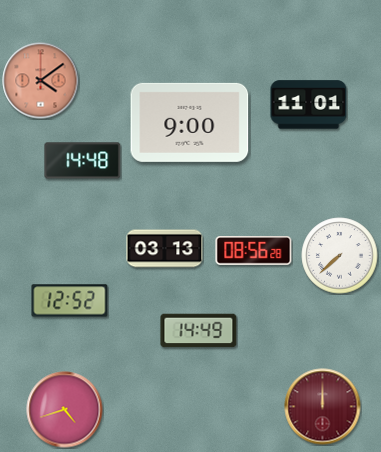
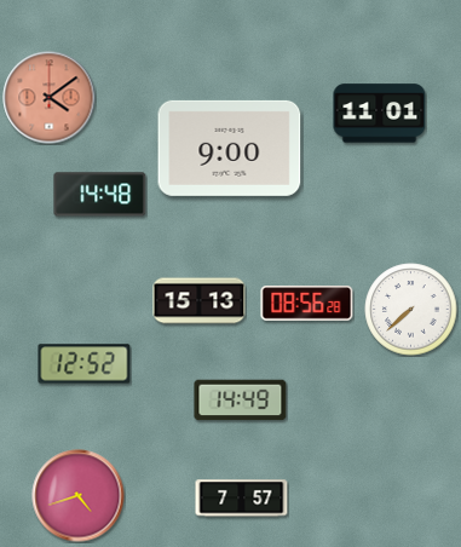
clock at (309, 105) position: (309, 105) -> (380, 114)
clock at (165, 249): 03:13 -> 15:13
clock at (323, 407): 12:00 -> none
clock at (242, 499): none -> 7:57
